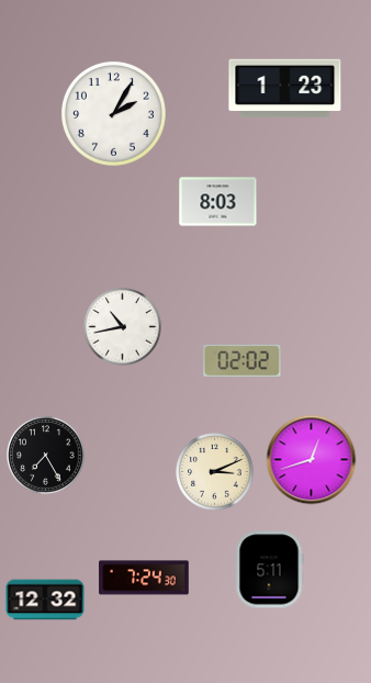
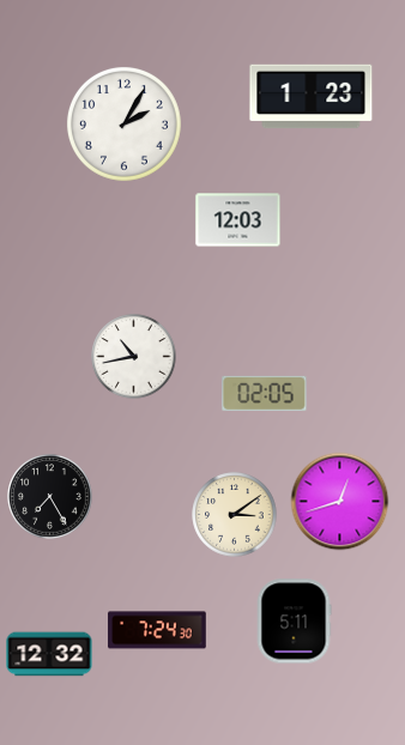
clock at (218, 202): 8:03 -> 12:03
clock at (243, 360): 02:02 -> 02:05
clock at (215, 472): 3:11 -> 3:09
